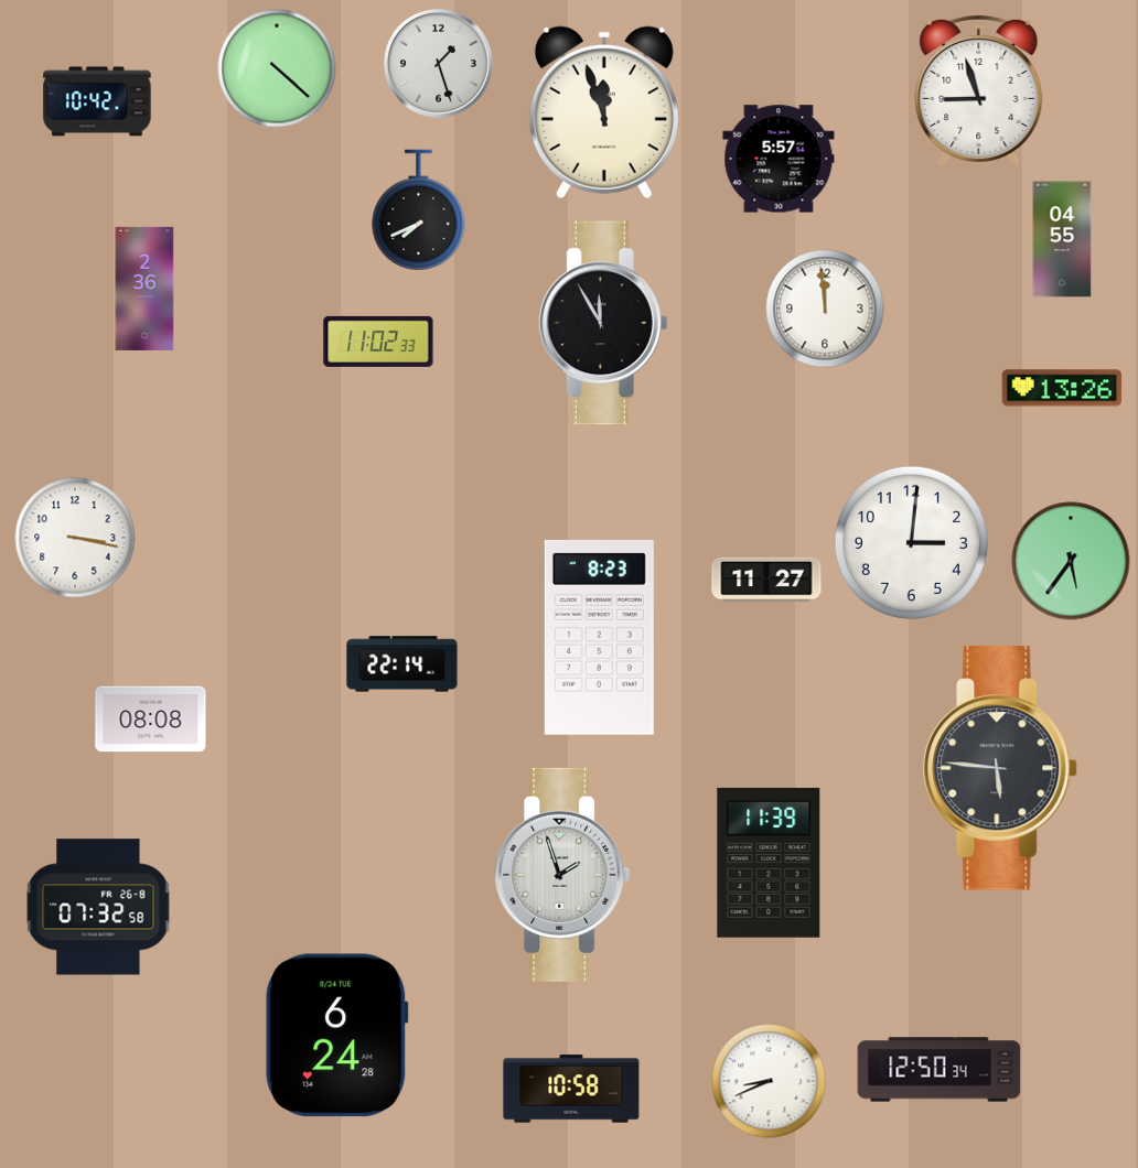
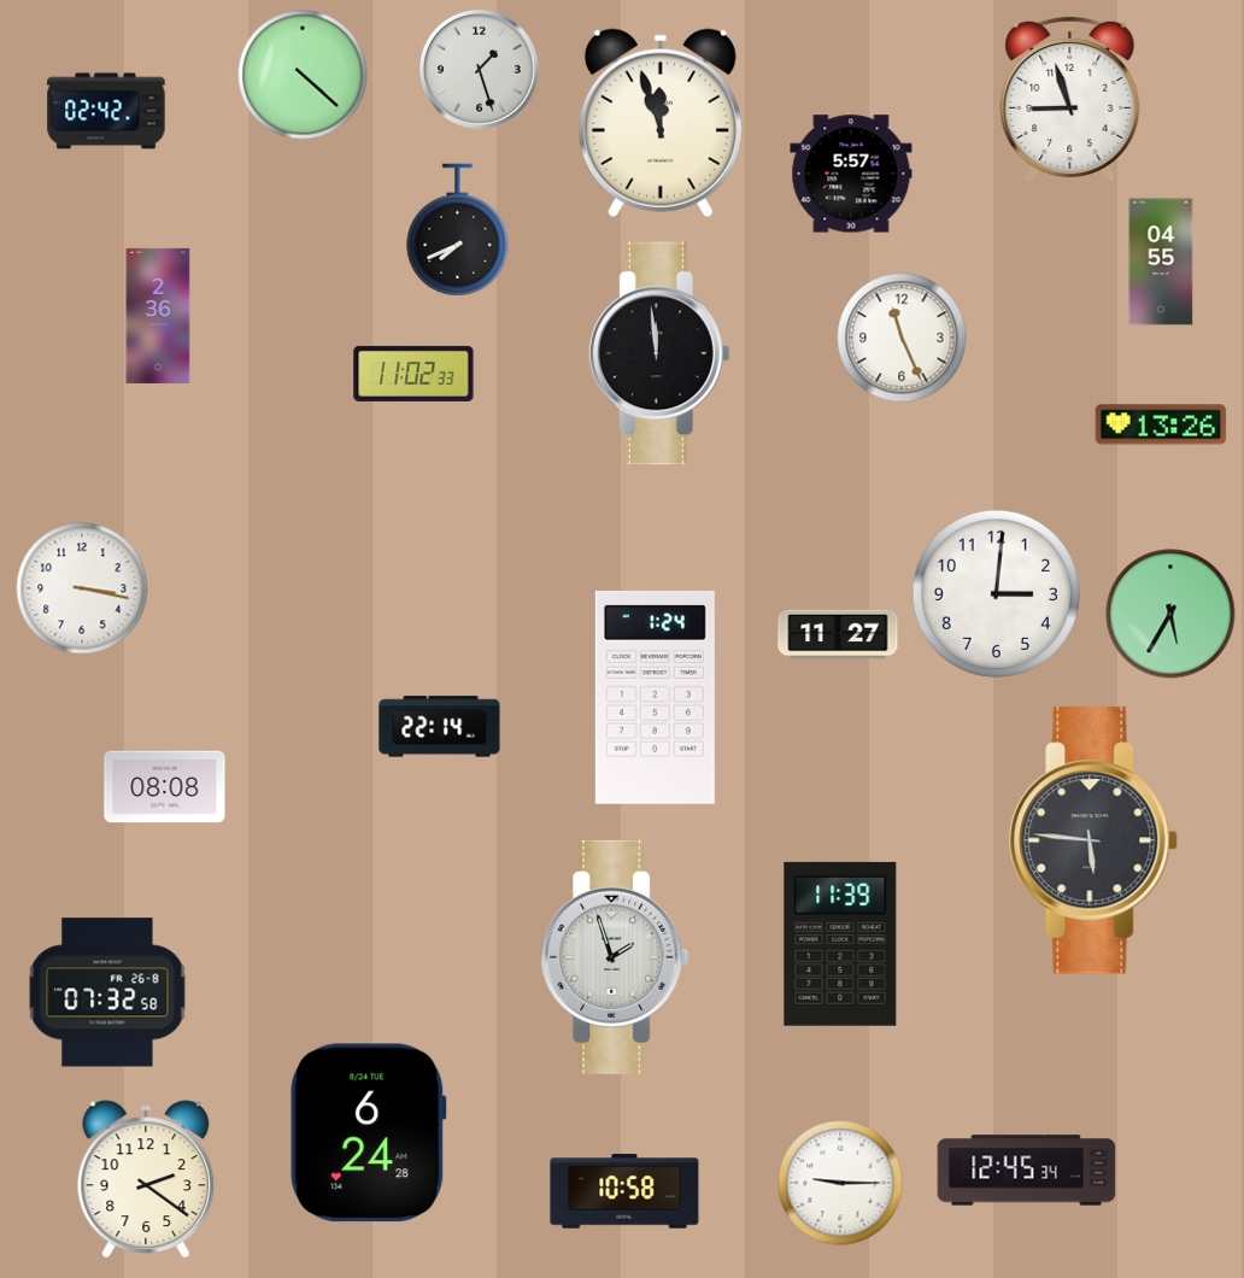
clock at (97, 101): 10:42 -> 02:42
clock at (825, 309): 11:59 -> 11:26
clock at (603, 323): 11:55 -> 11:59
clock at (1071, 561): 5:36 -> 5:35
clock at (599, 637): 8:23 -> 1:24
clock at (940, 1070): 12:50 -> 12:45
clock at (146, 1178): none -> 2:21
clock at (769, 1081): 8:41 -> 9:15
